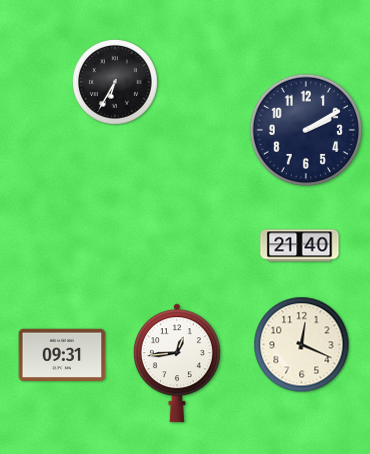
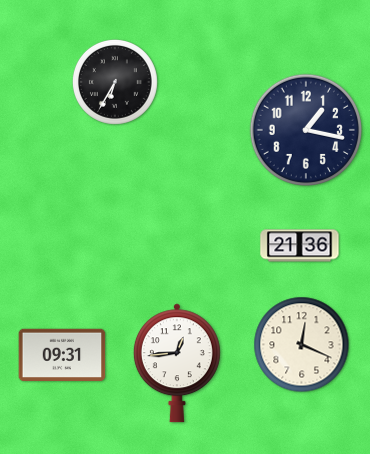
clock at (305, 129): 2:10 -> 1:17
clock at (300, 246): 21:40 -> 21:36
